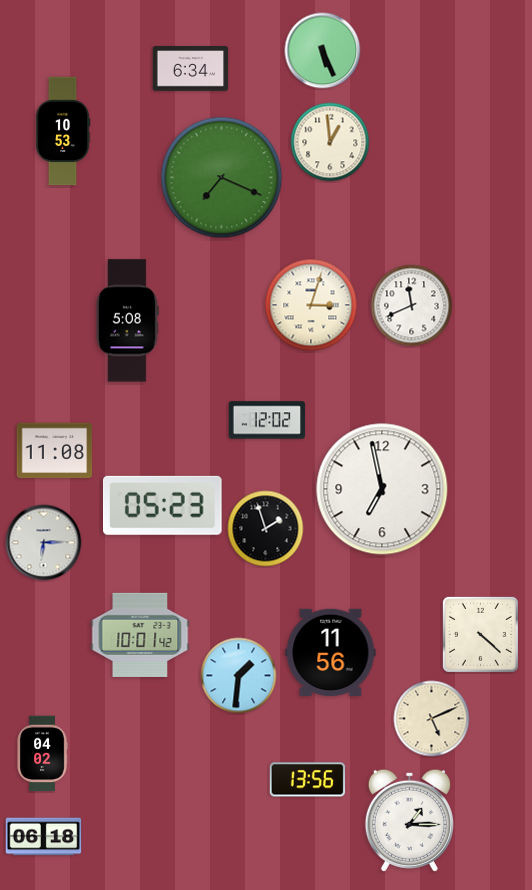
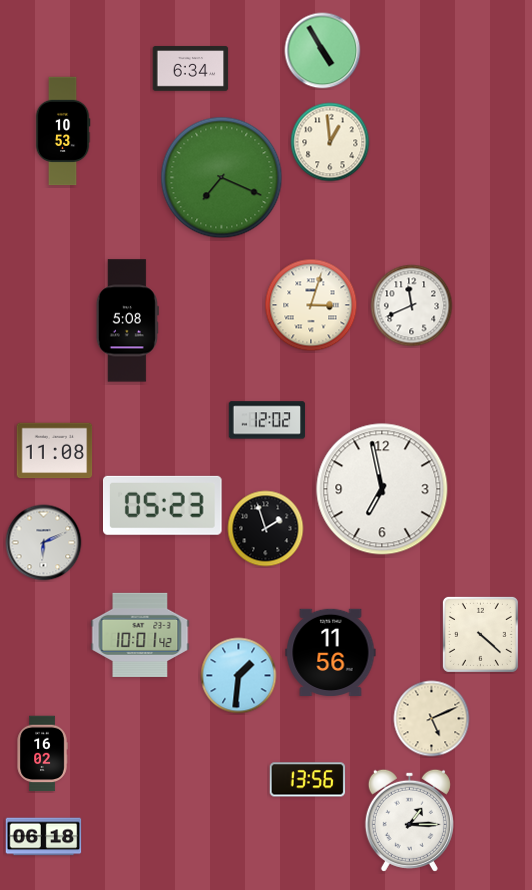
clock at (323, 51): 5:26 -> 4:55
clock at (44, 543): 6:15 -> 6:11
clock at (42, 754): 04:02 -> 16:02
